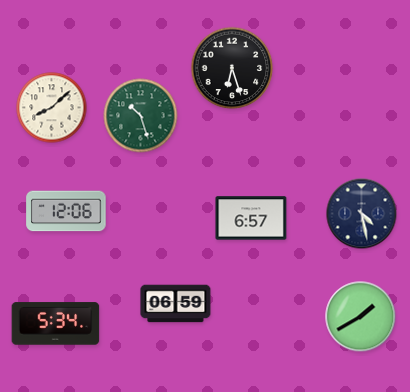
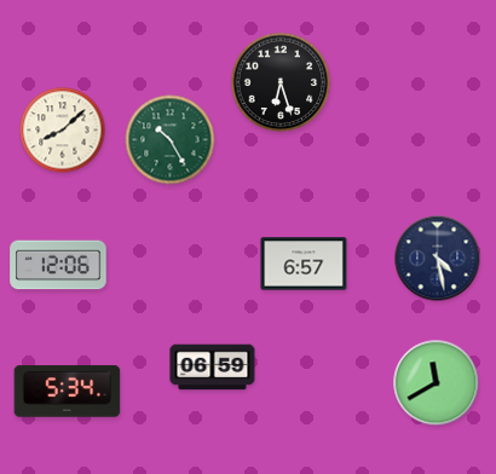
clock at (141, 116): 10:27 -> 10:25
clock at (66, 211) position: (66, 211) -> (58, 265)
clock at (361, 317): 1:40 -> 11:40
